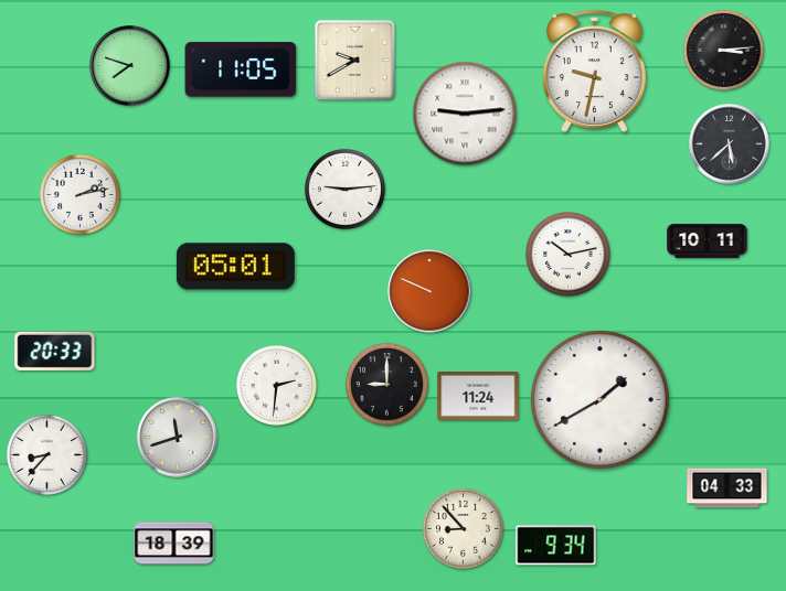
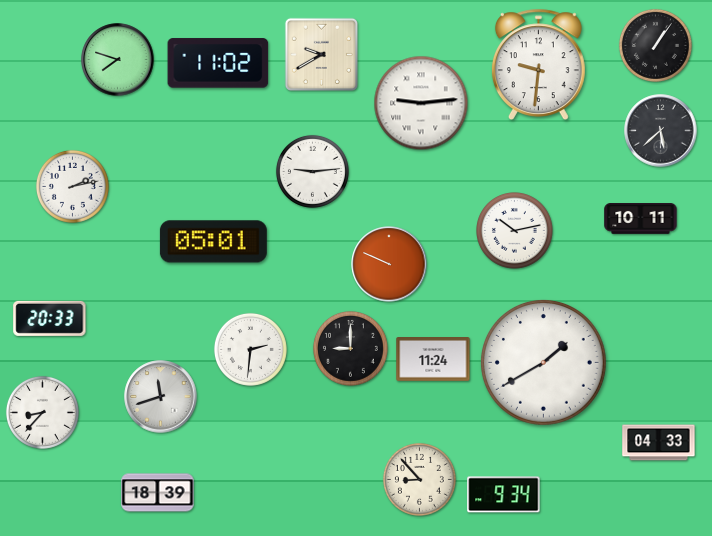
clock at (723, 50): 3:14 -> 1:06
clock at (241, 69): 11:05 -> 11:02
clock at (594, 71): 9:32 -> 9:31
clock at (79, 194) position: (79, 194) -> (72, 186)
